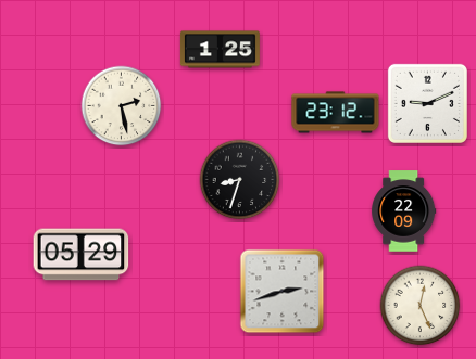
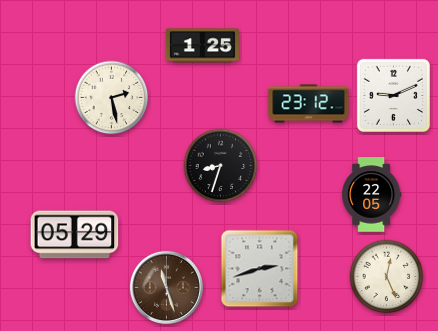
clock at (404, 211): 22:09 -> 22:05
clock at (421, 306) position: (421, 306) -> (387, 277)
clock at (166, 287): none -> 11:27
